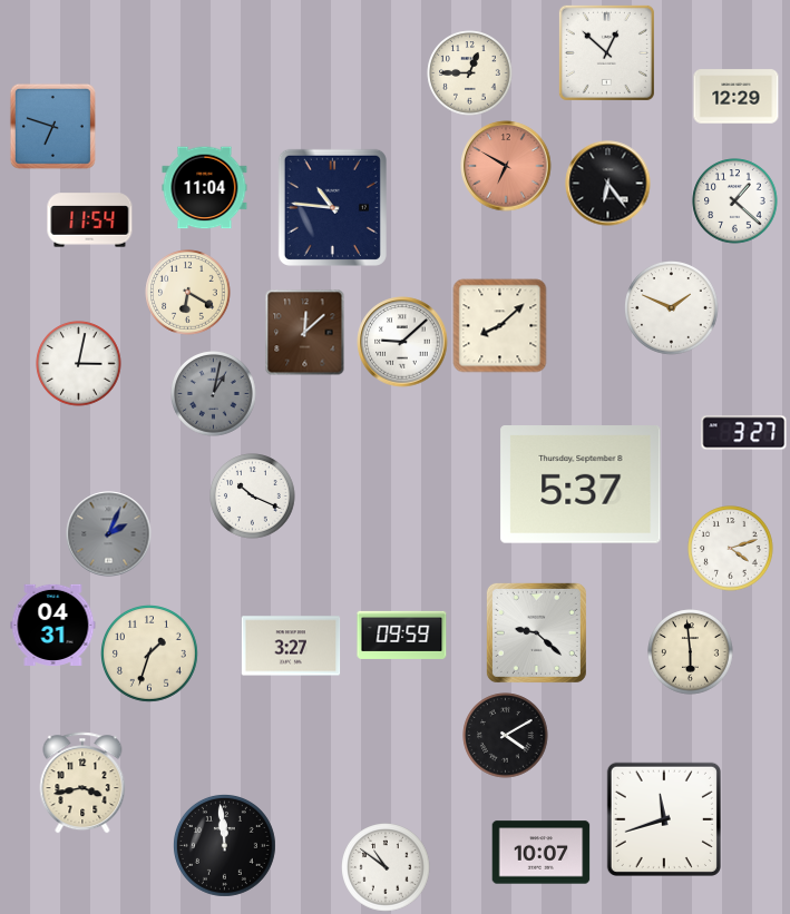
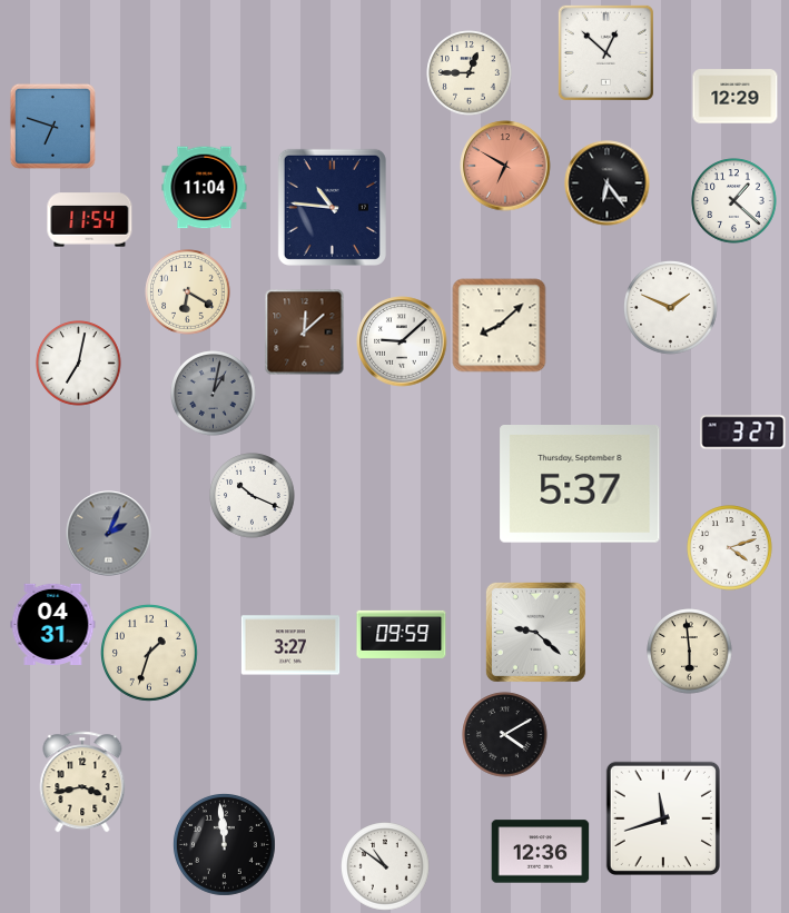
clock at (79, 364): 3:02 -> 7:02
clock at (542, 853): 10:07 -> 12:36
